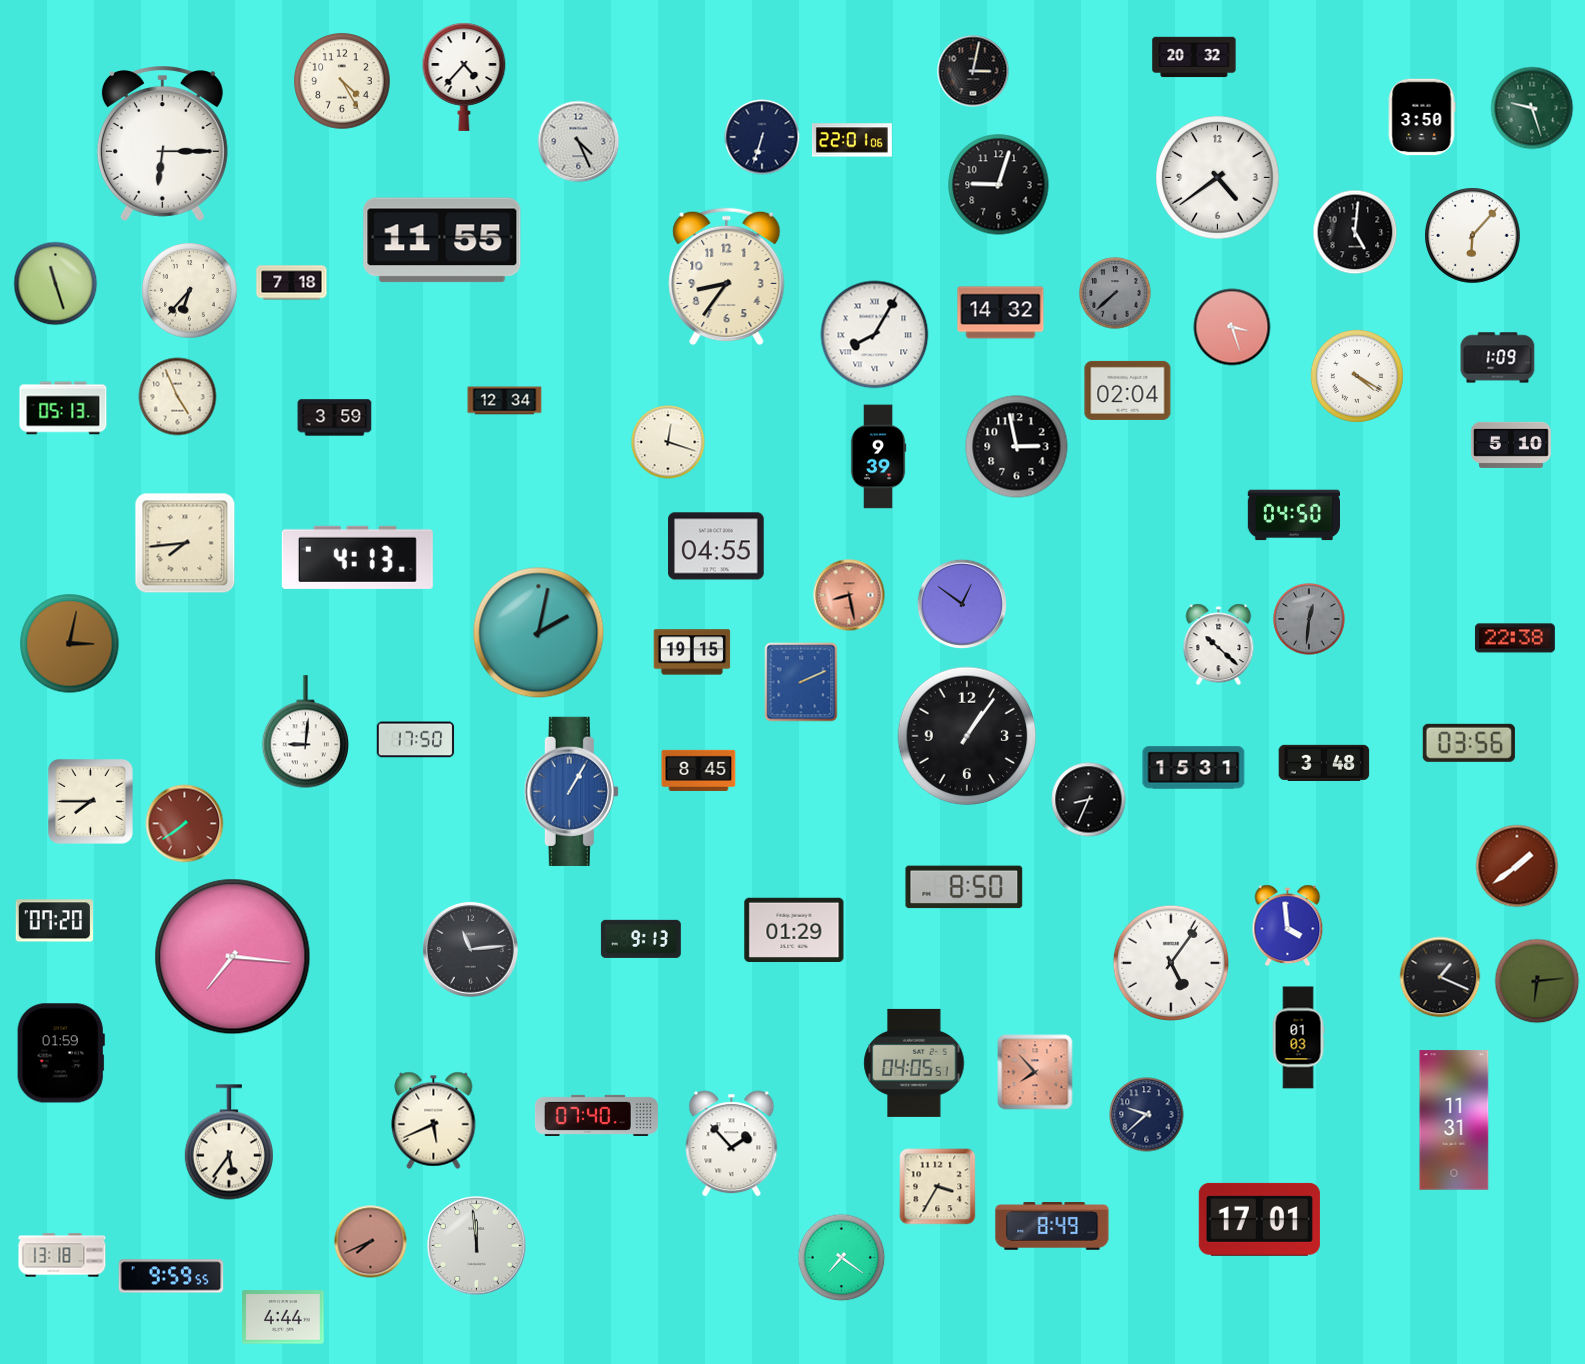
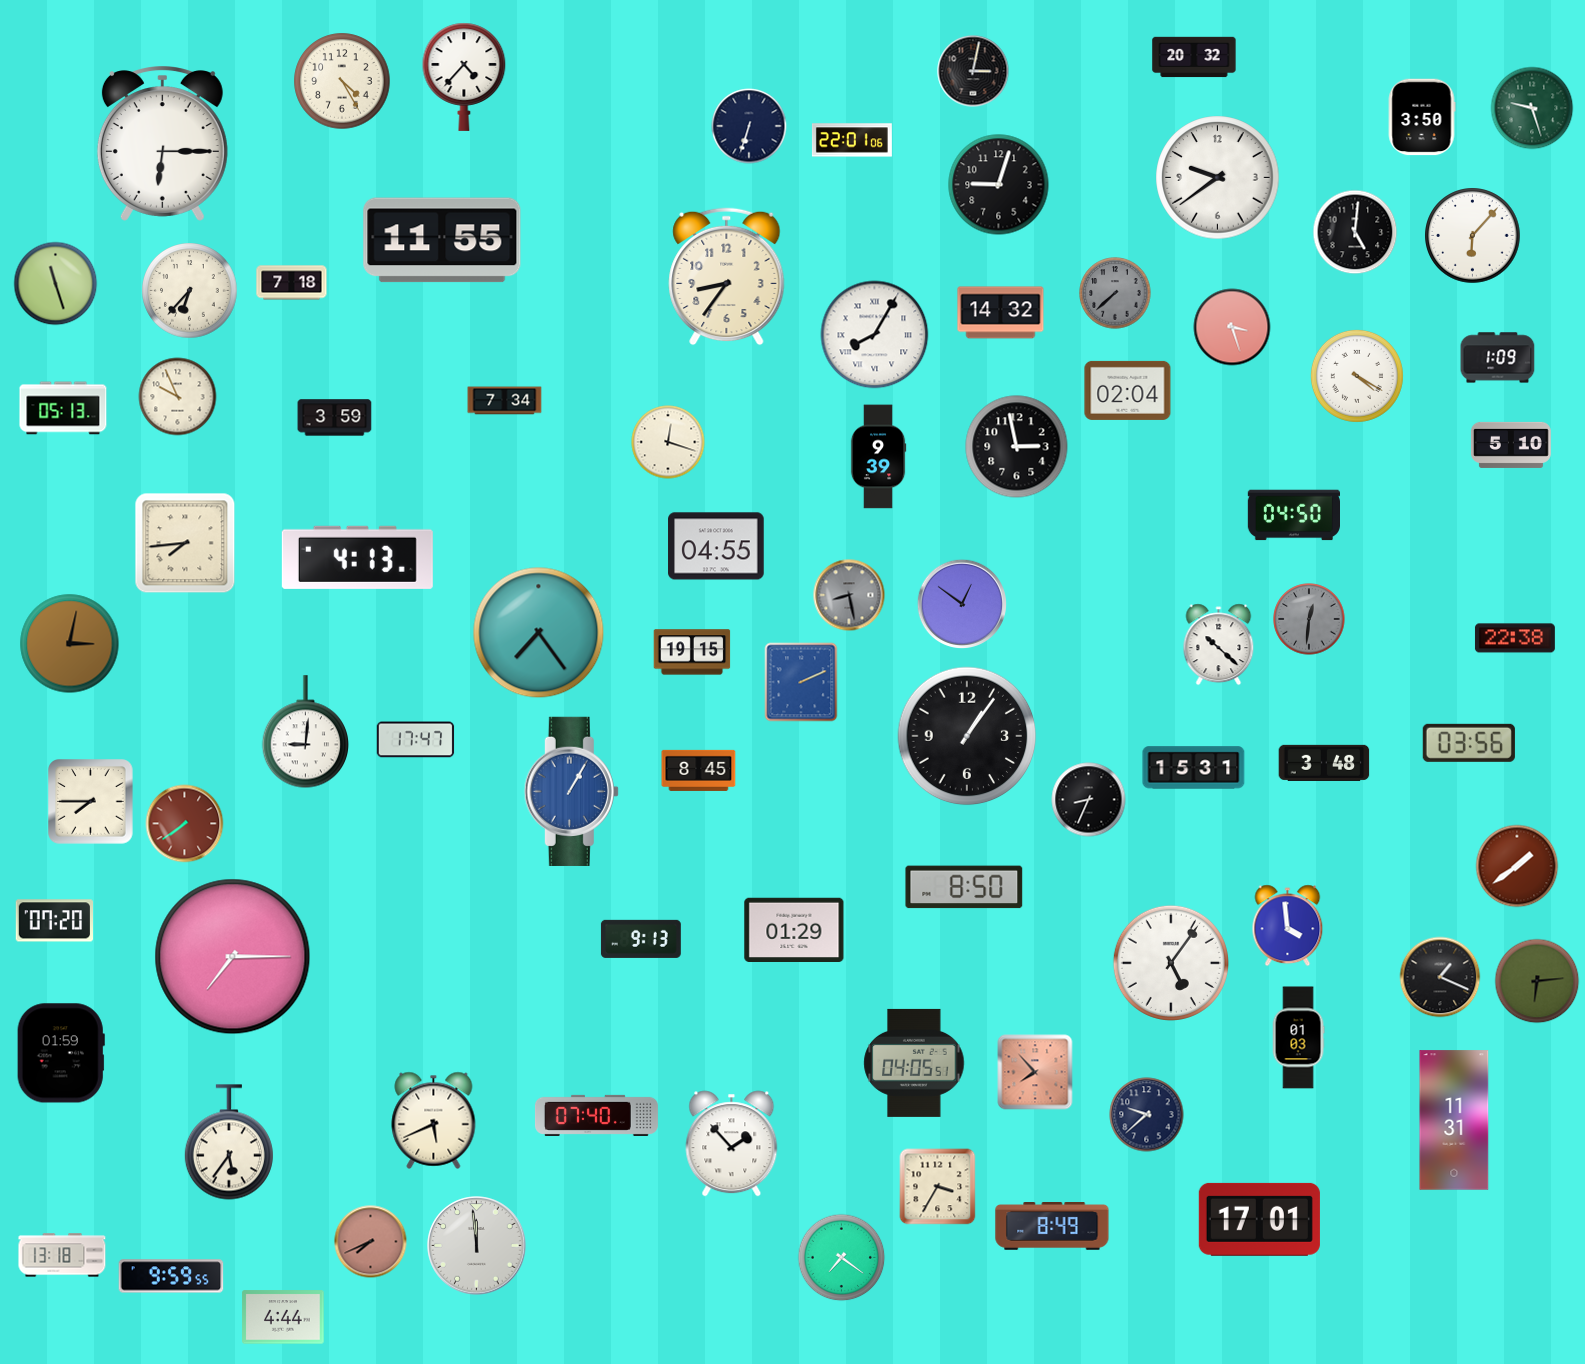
clock at (762, 137) position: (762, 137) -> (749, 126)
clock at (579, 142): 4:26 -> none
clock at (1218, 178): 4:39 -> 9:39
clock at (178, 397): 4:56 -> 9:56
clock at (505, 401): 12:34 -> 7:34
clock at (849, 595) dial: salmon -> grey
clock at (539, 633): 2:02 -> 7:24
clock at (416, 740): 17:50 -> 17:47
clock at (470, 949): 11:14 -> none
clock at (233, 957): 7:16 -> 7:15
